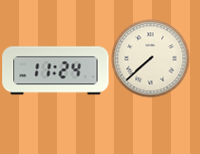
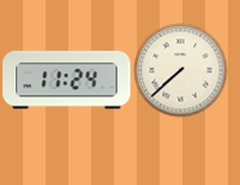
clock at (56, 71) position: (56, 71) -> (67, 80)
